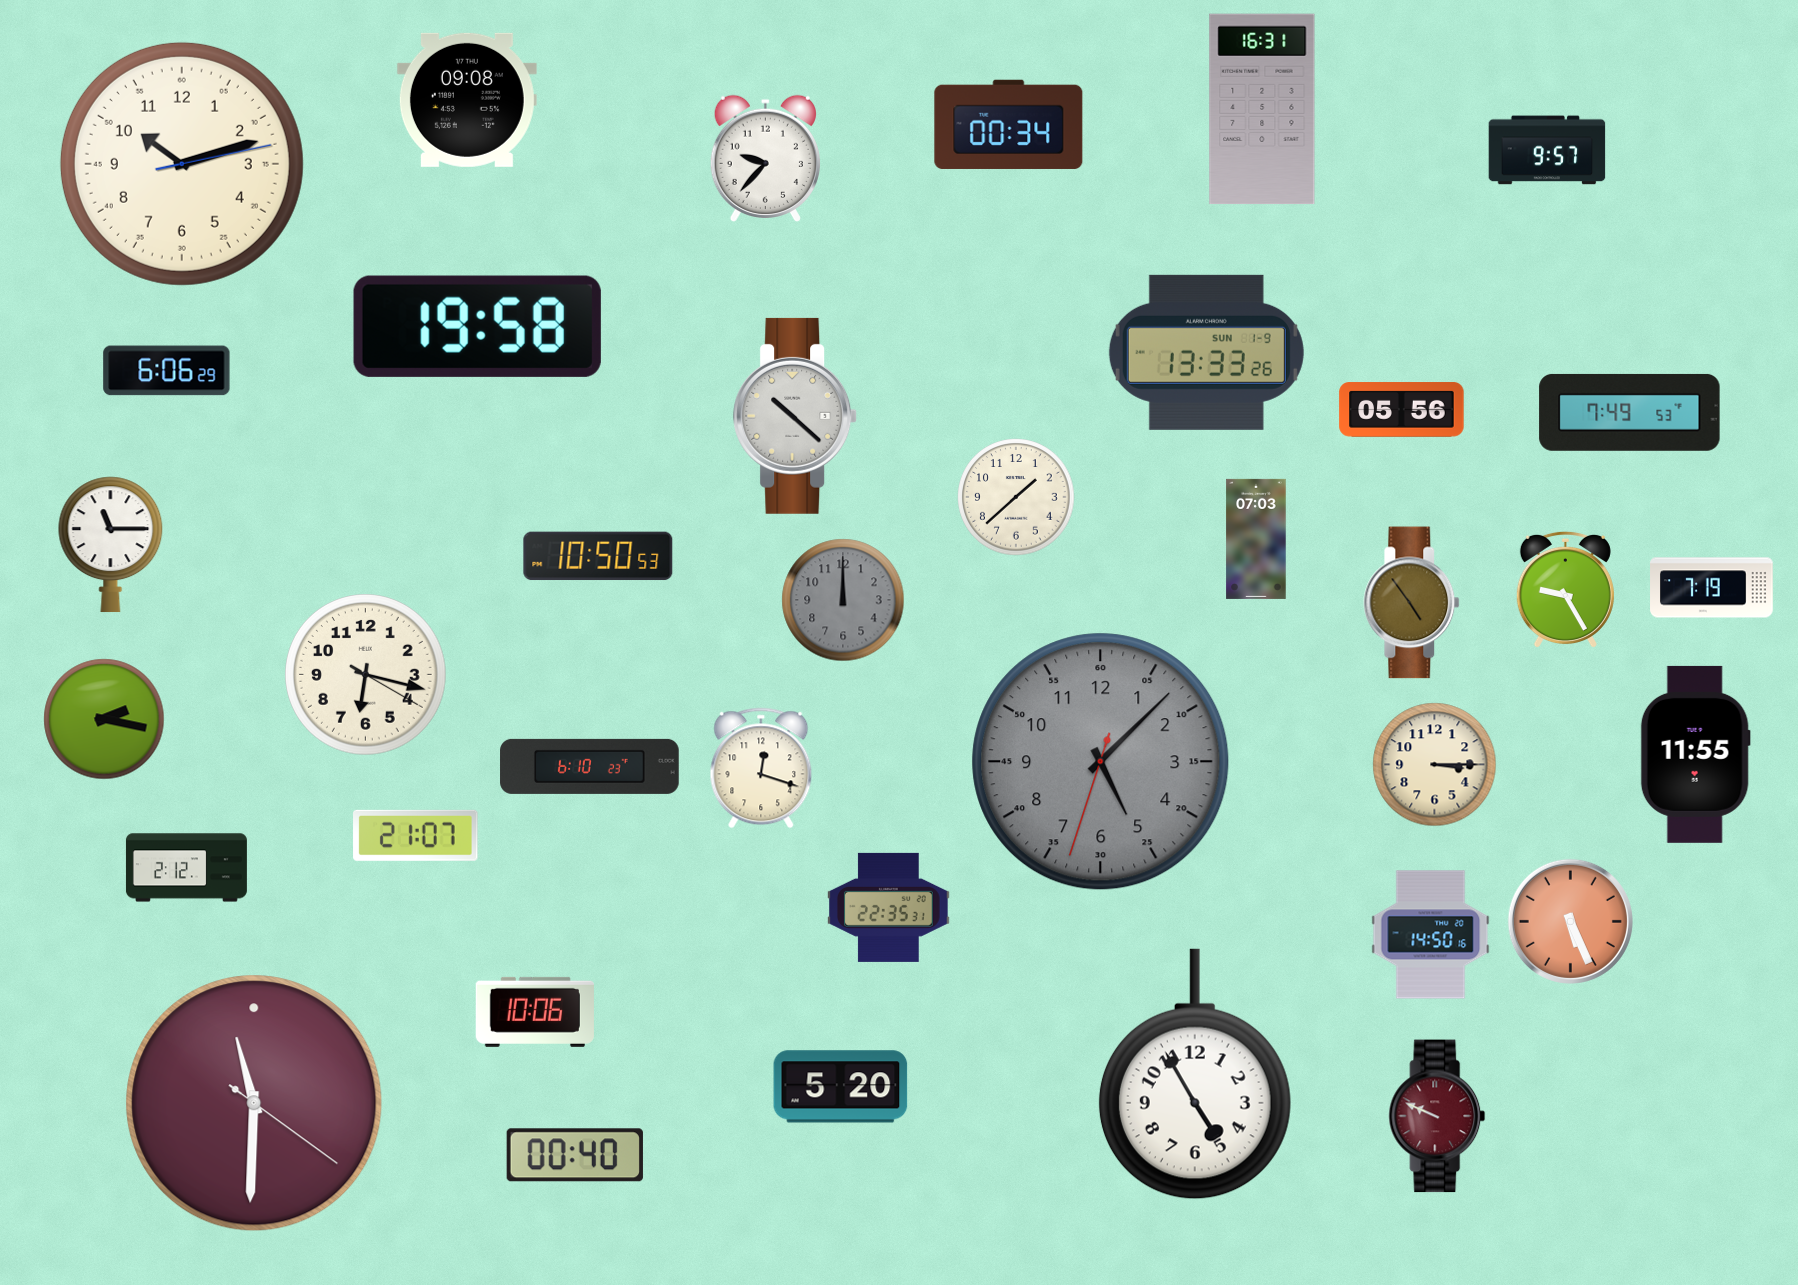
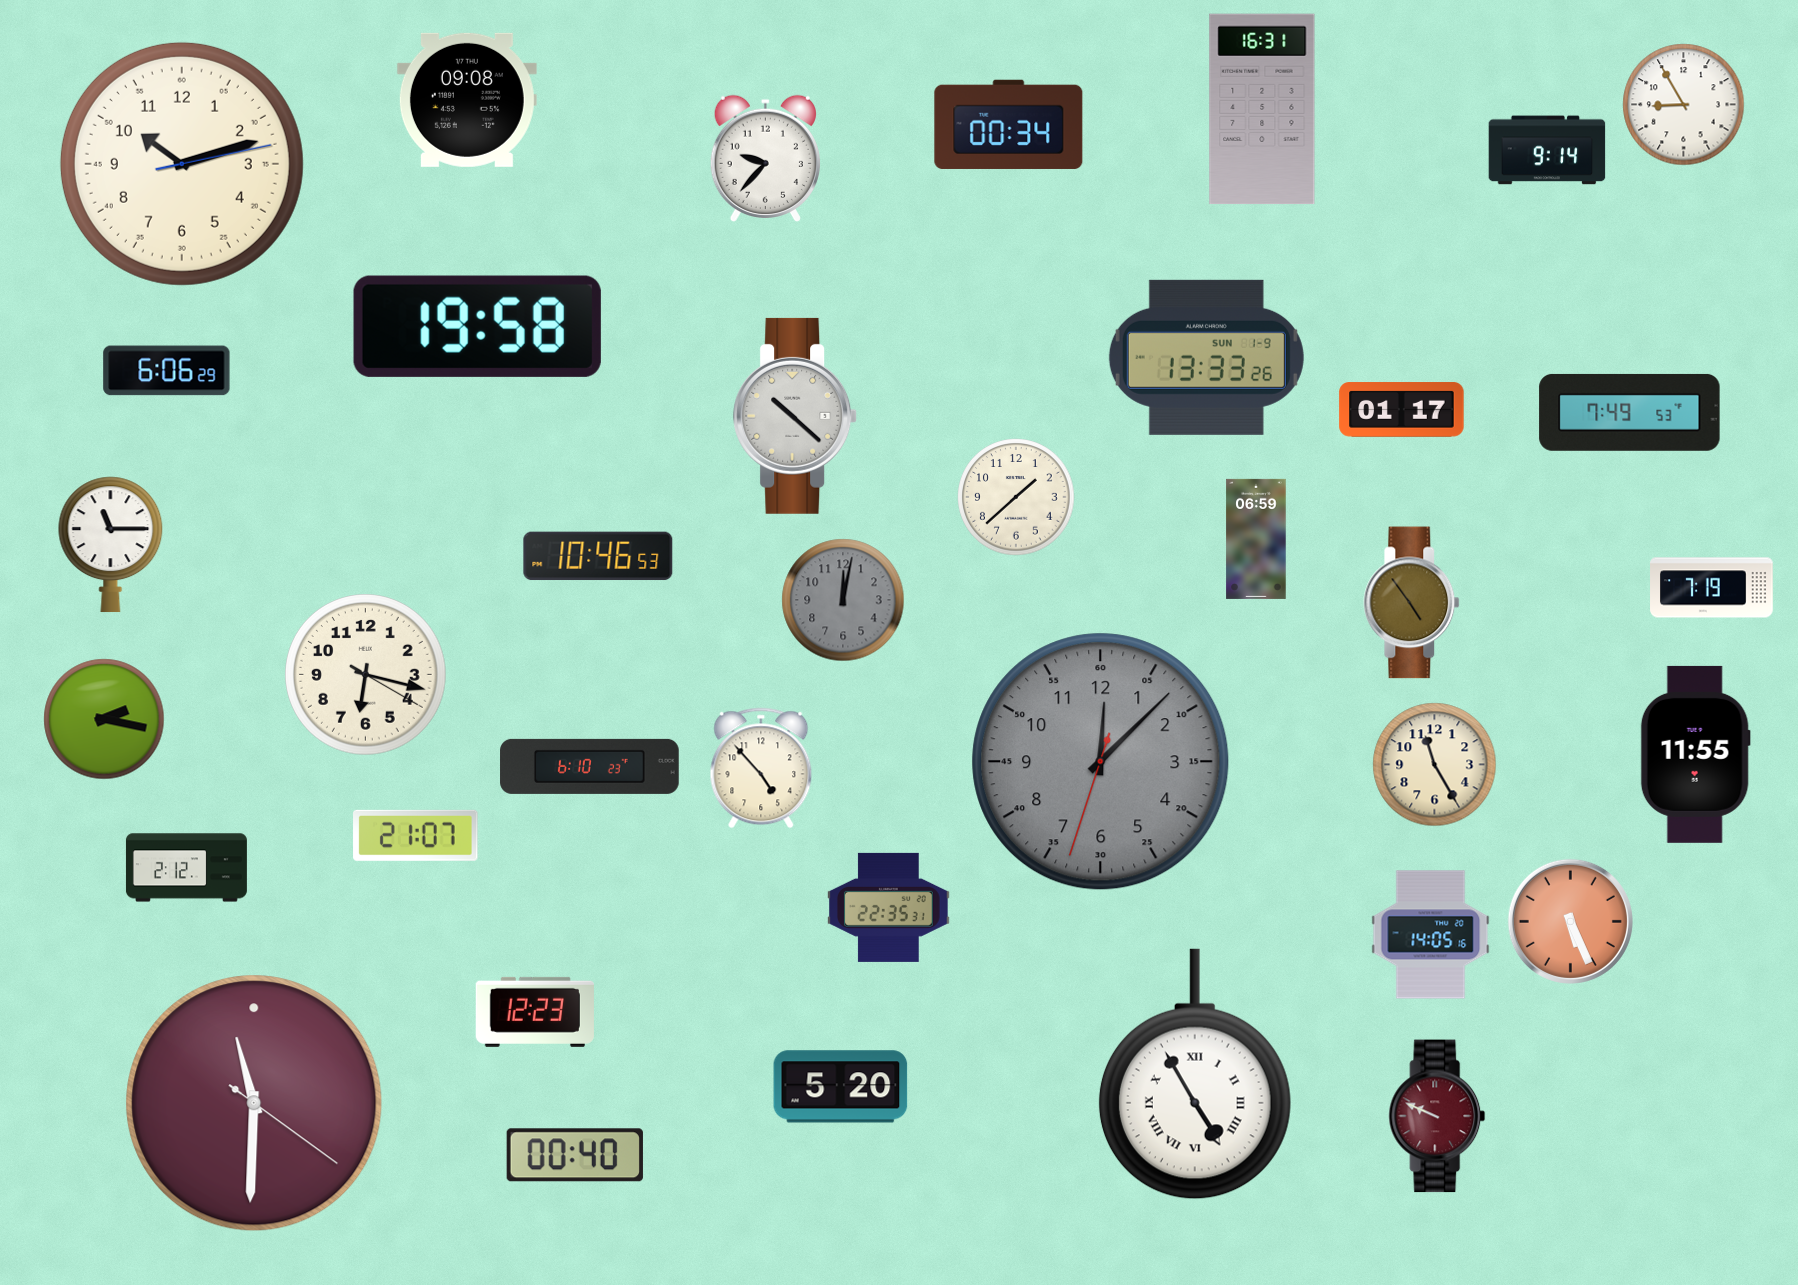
clock at (1684, 105): none -> 8:55
clock at (1547, 150): 9:57 -> 9:14
clock at (1206, 352) position: (1206, 352) -> (1206, 357)
clock at (1402, 410): 05:56 -> 01:17
clock at (1256, 539): 07:03 -> 06:59
clock at (598, 556): 10:50 -> 10:46
clock at (1565, 590): 9:25 -> none
clock at (843, 600): 12:00 -> 12:02
clock at (1101, 762): 5:07 -> 12:07
clock at (1435, 765): 3:15 -> 11:25
clock at (761, 768): 12:18 -> 4:53
clock at (1431, 935): 14:50 -> 14:05
clock at (535, 1012): 10:06 -> 12:23
clock at (1195, 1074) numerals: Arabic -> Roman
